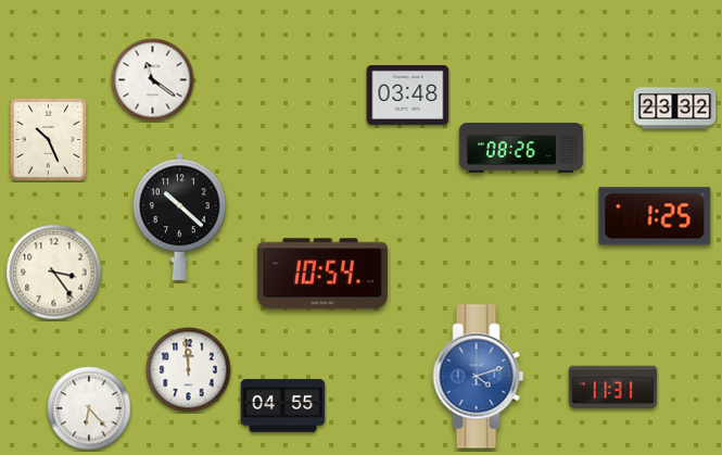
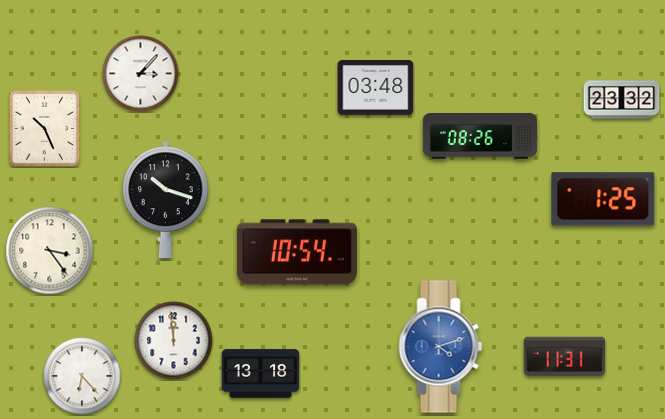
clock at (153, 80): 11:21 -> 3:07
clock at (180, 216): 10:22 -> 10:18
clock at (283, 406): 04:55 -> 13:18
